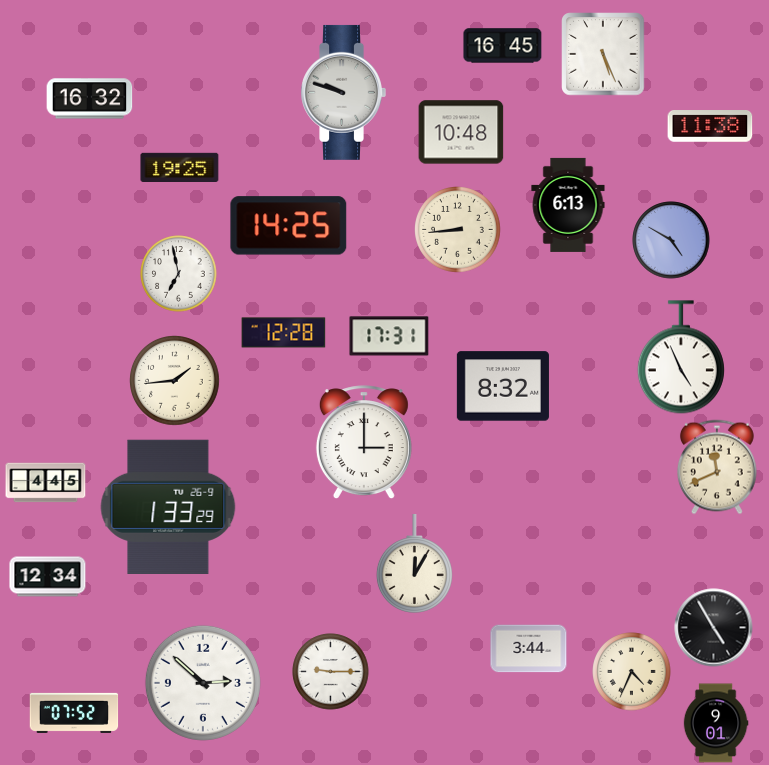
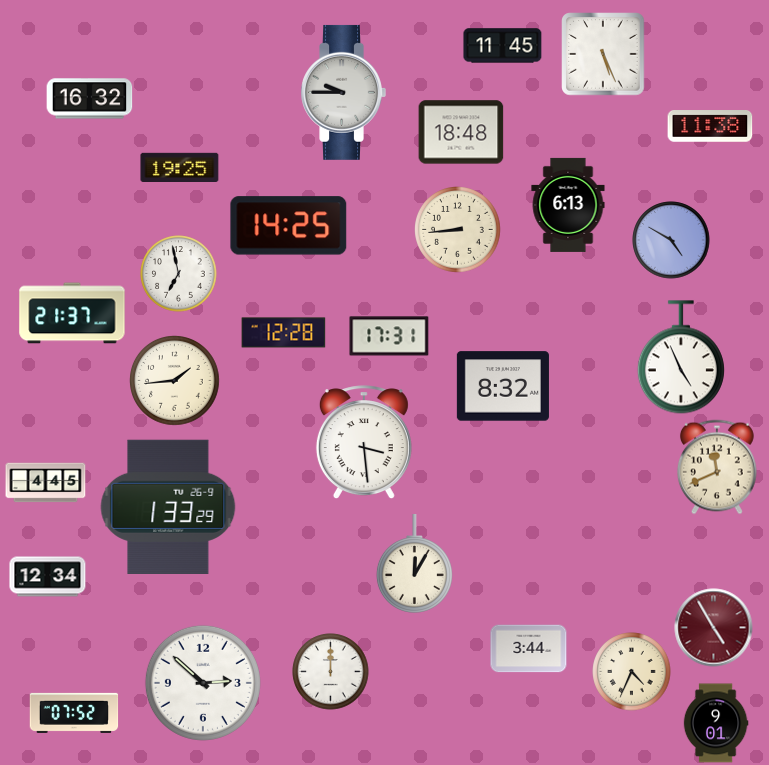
clock at (503, 46): 16:45 -> 11:45
clock at (343, 92): 9:48 -> 9:45
clock at (461, 132): 10:48 -> 18:48
clock at (72, 313): none -> 21:37
clock at (364, 443): 3:00 -> 3:29
clock at (714, 628) dial: black -> burgundy
clock at (331, 672): 9:15 -> 12:00
